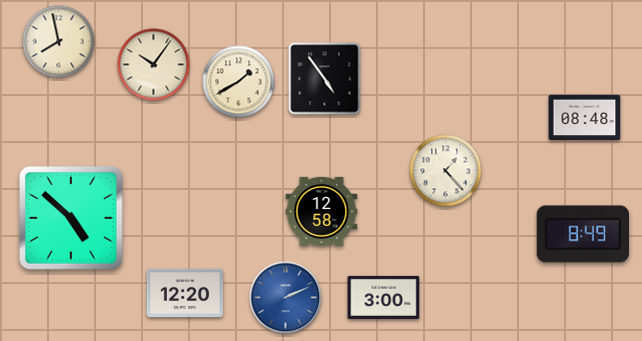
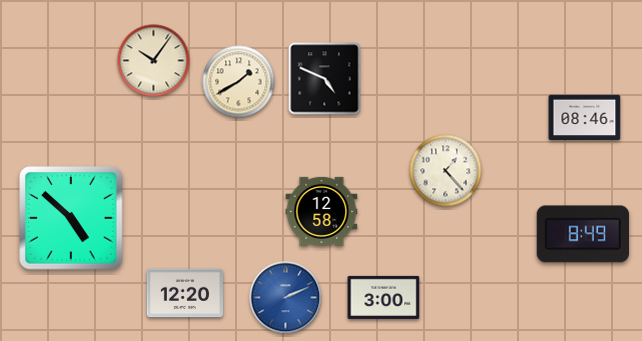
clock at (59, 42): 7:58 -> none
clock at (154, 65) position: (154, 65) -> (154, 61)
clock at (325, 79): 4:54 -> 4:49
clock at (585, 118): 08:48 -> 08:46
